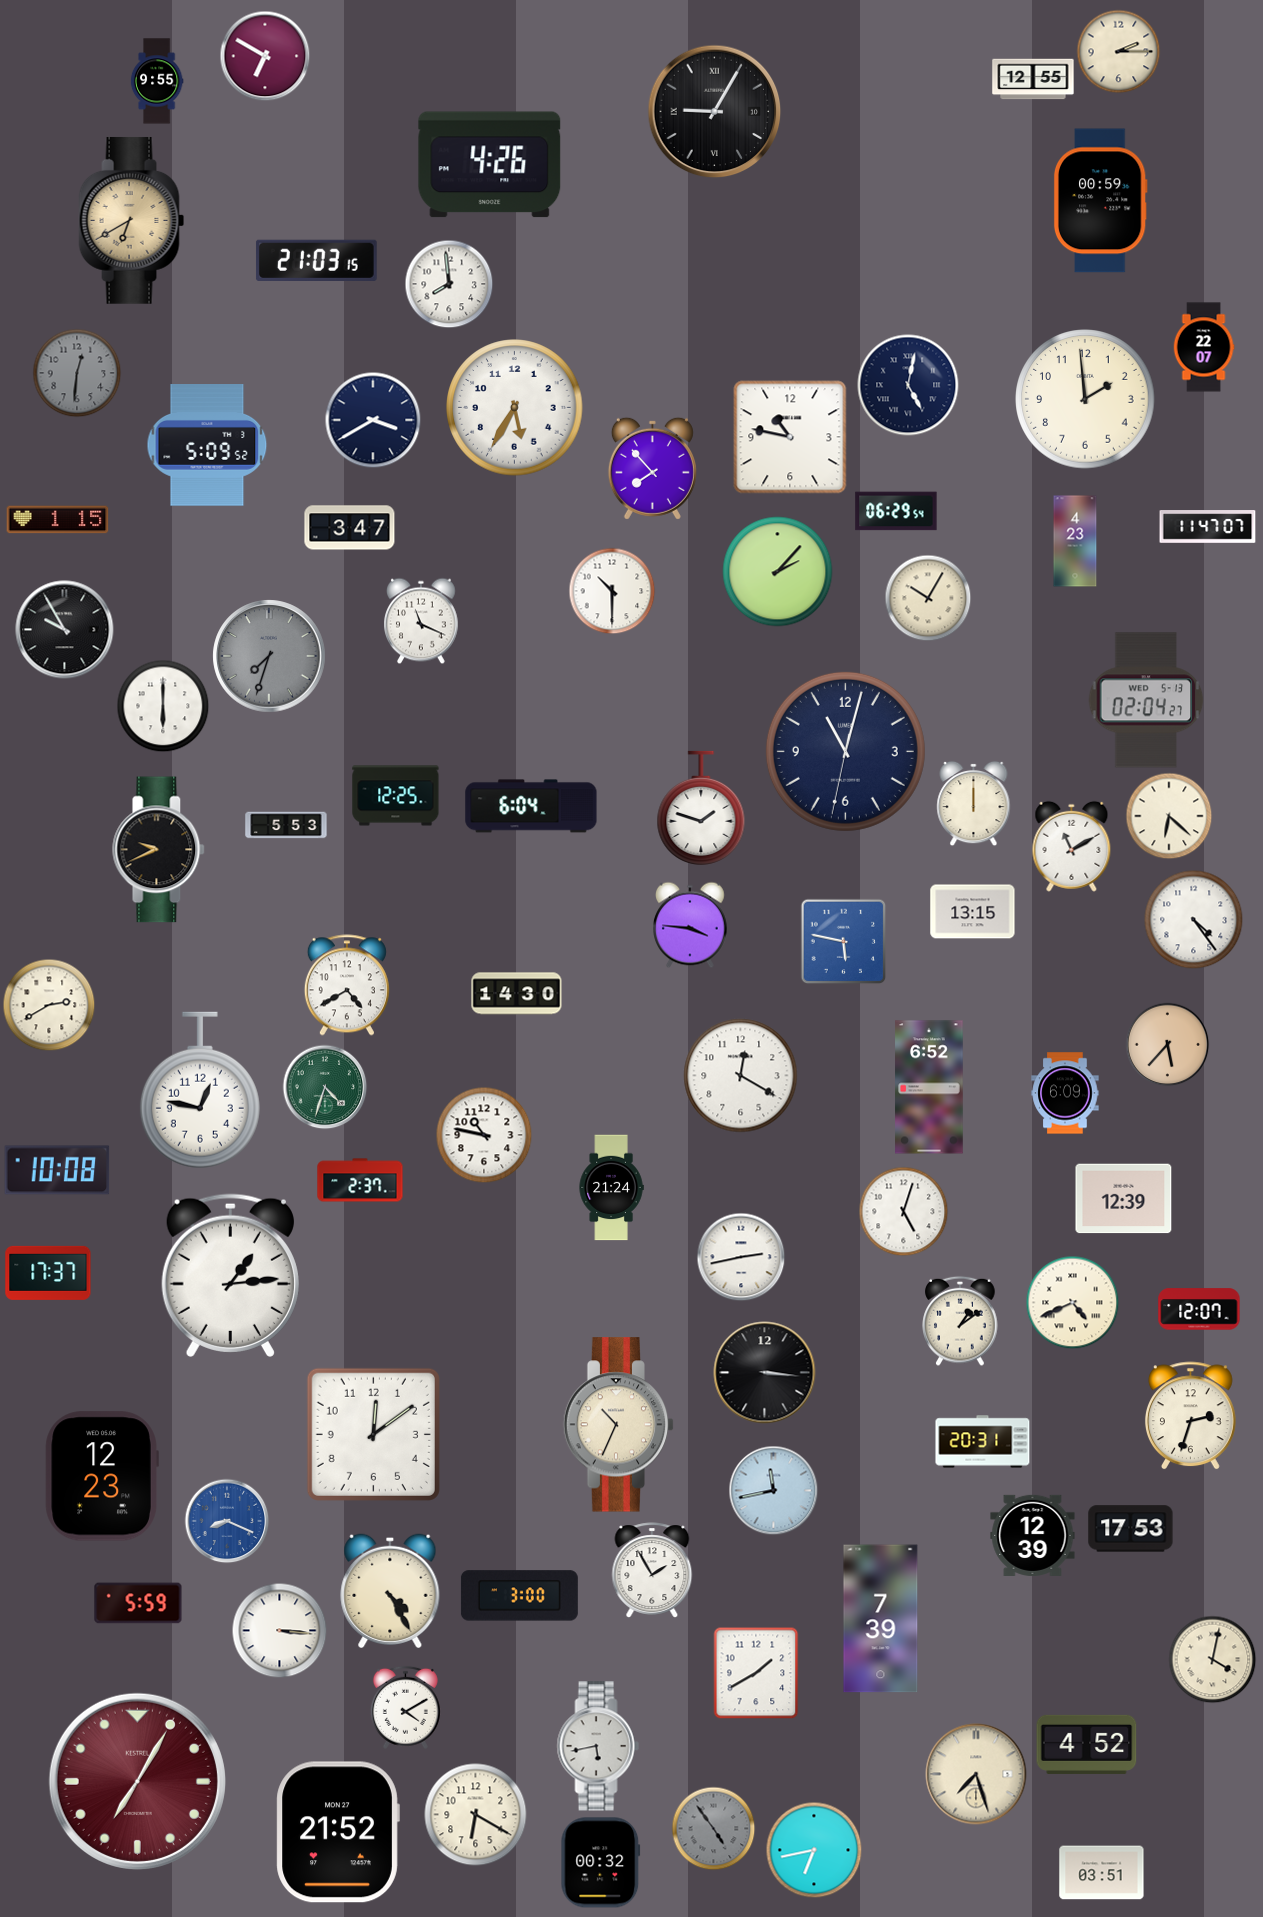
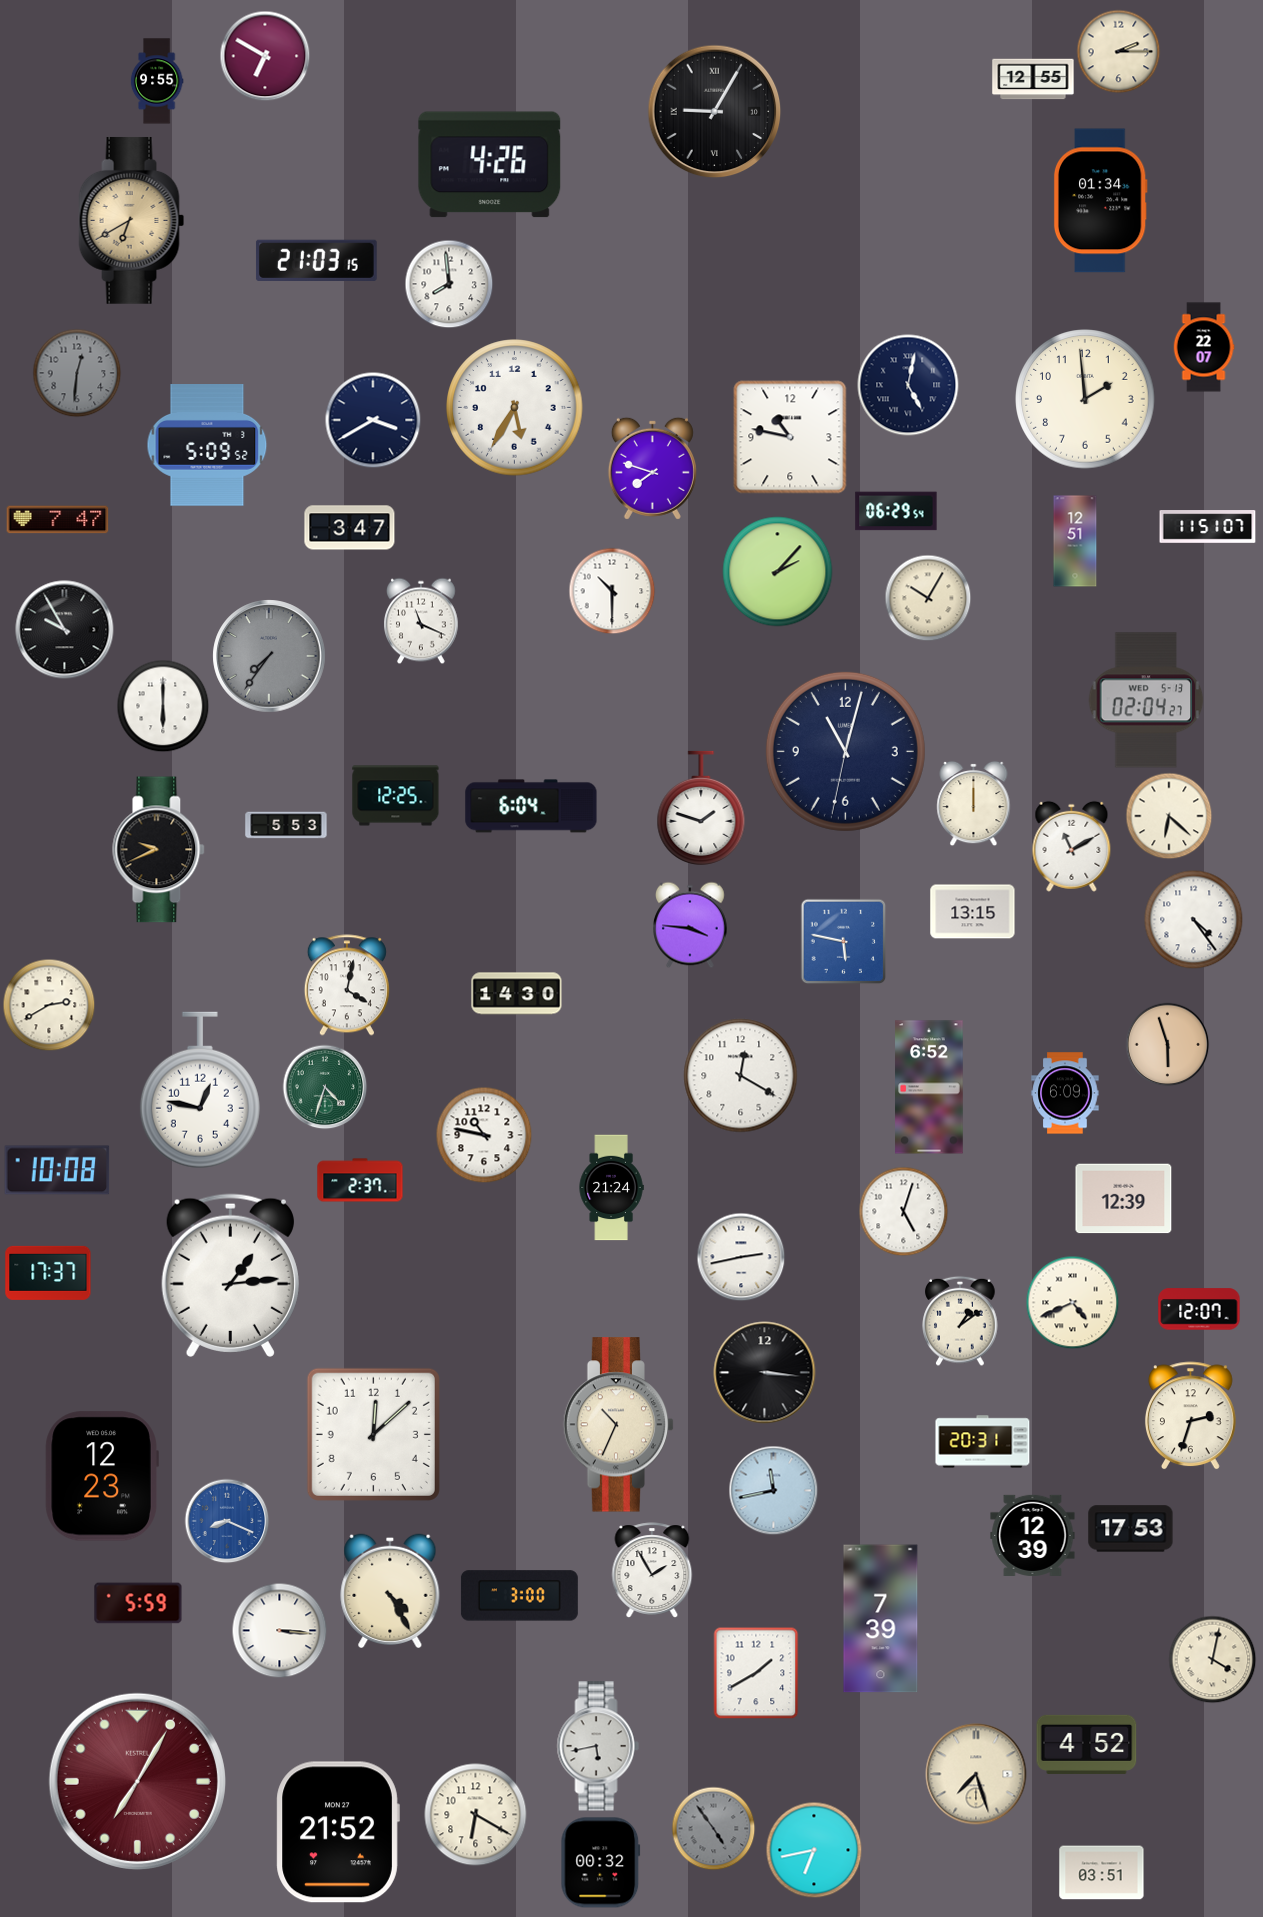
clock at (1100, 201): 00:59 -> 01:34
clock at (652, 468): 7:53 -> 7:48
clock at (58, 520): 1:15 -> 7:47
clock at (1208, 527): 11:47 -> 11:51
clock at (1075, 541): 4:23 -> 12:51
clock at (269, 656): 7:33 -> 7:36
clock at (347, 985): 4:40 -> 4:02
clock at (1167, 1044): 5:37 -> 5:57
clock at (373, 1434): 12:09 -> 12:08
clock at (405, 1707): 4:10 -> none
